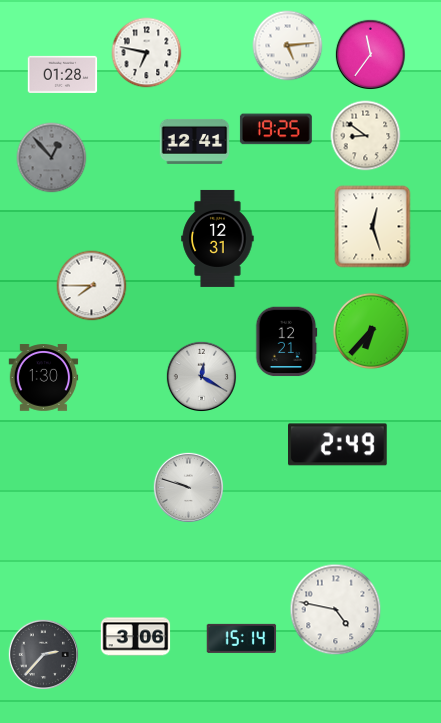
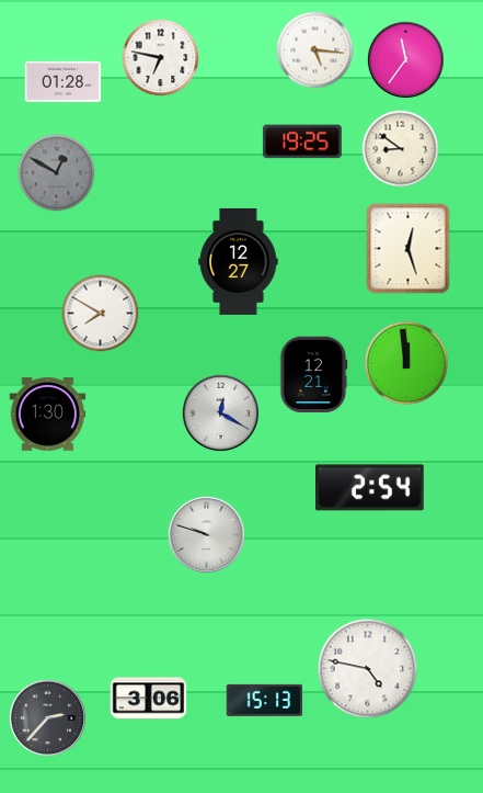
clock at (288, 46): 5:14 -> 5:16
clock at (63, 74) position: (63, 74) -> (64, 81)
clock at (195, 141): 12:41 -> none
clock at (52, 158): 12:53 -> 12:50
clock at (218, 238): 12:31 -> 12:27
clock at (92, 286): 7:45 -> 7:50
clock at (371, 331): 6:37 -> 11:59
clock at (338, 445): 2:49 -> 2:54
clock at (242, 638): 15:14 -> 15:13
